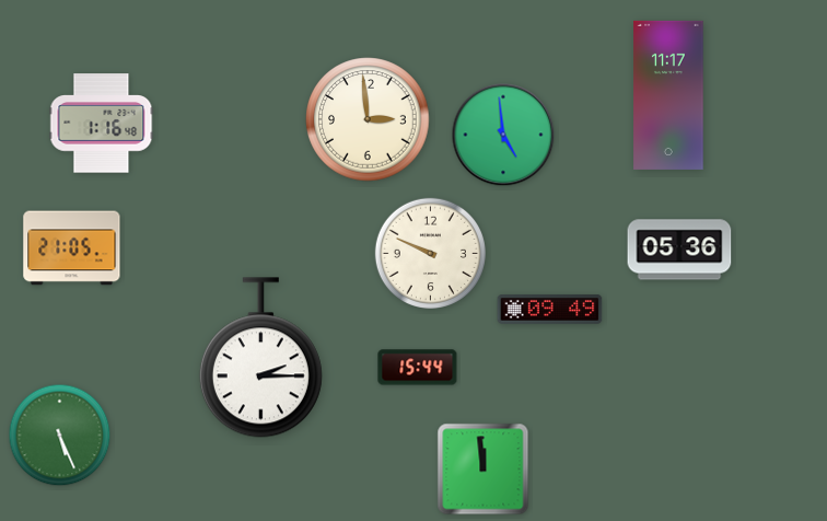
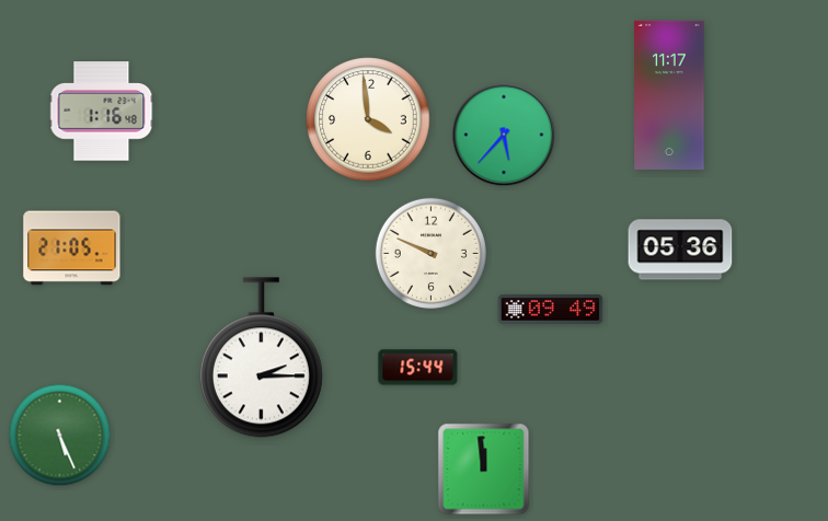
clock at (368, 119): 2:59 -> 3:59
clock at (102, 124) position: (102, 124) -> (102, 112)
clock at (503, 135): 4:59 -> 5:37
